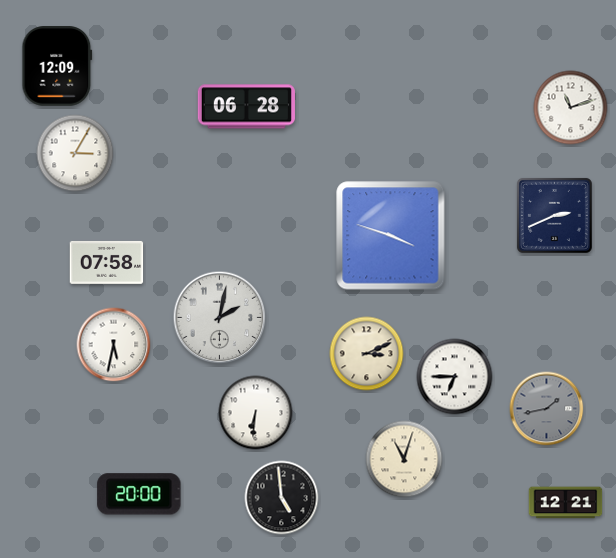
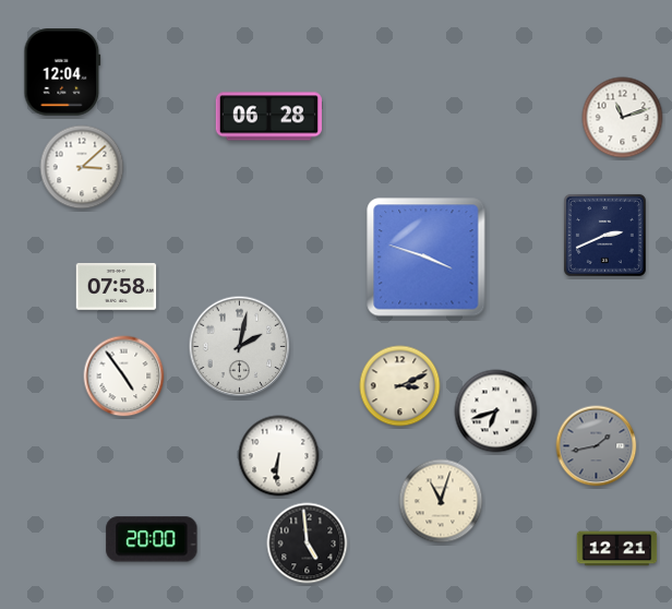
clock at (57, 66): 12:09 -> 12:04
clock at (75, 153): 3:05 -> 3:08
clock at (114, 345): 5:32 -> 4:54
clock at (455, 377): 6:45 -> 6:42
clock at (256, 413) position: (256, 413) -> (279, 456)
